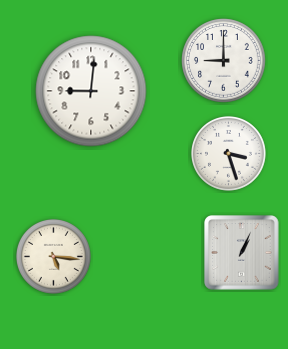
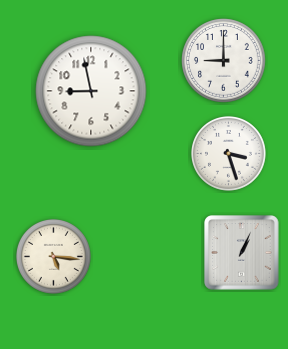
clock at (91, 91): 9:01 -> 8:58
